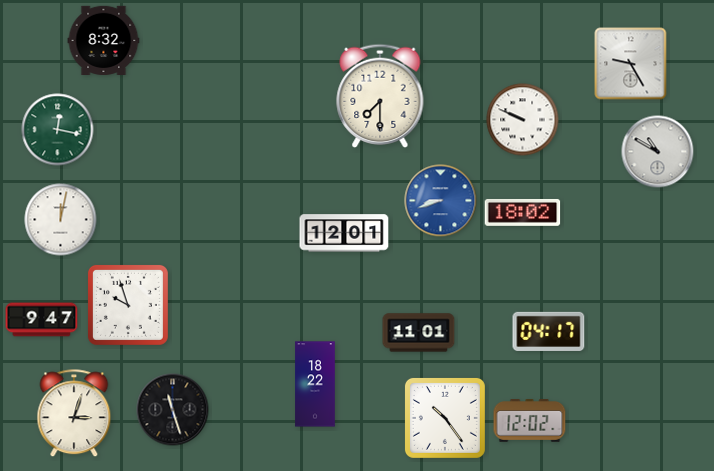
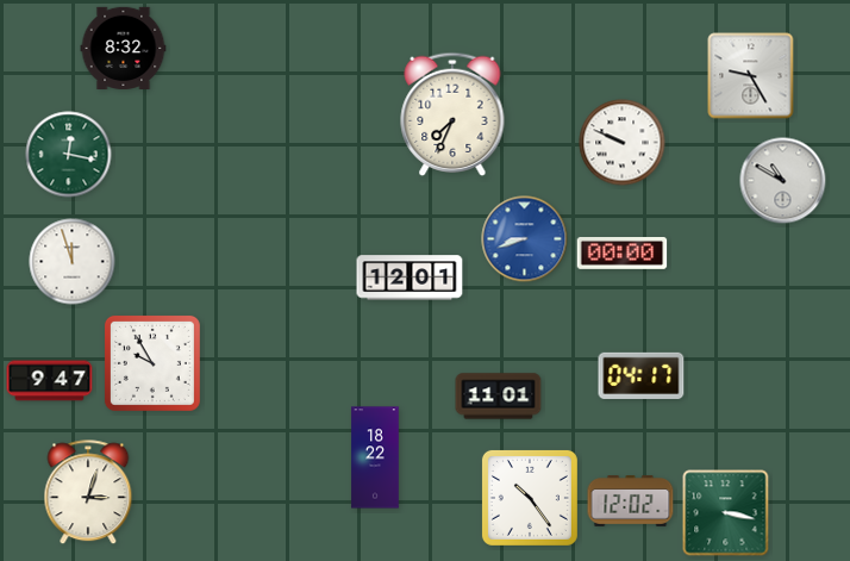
clock at (380, 96): 7:30 -> 7:34
clock at (523, 212): 18:02 -> 00:00
clock at (61, 220): 12:02 -> 11:57
clock at (128, 305): 9:57 -> 9:55
clock at (549, 331) position: (549, 331) -> (642, 375)
clock at (173, 410): 11:27 -> none
clock at (726, 513): none -> 3:17
